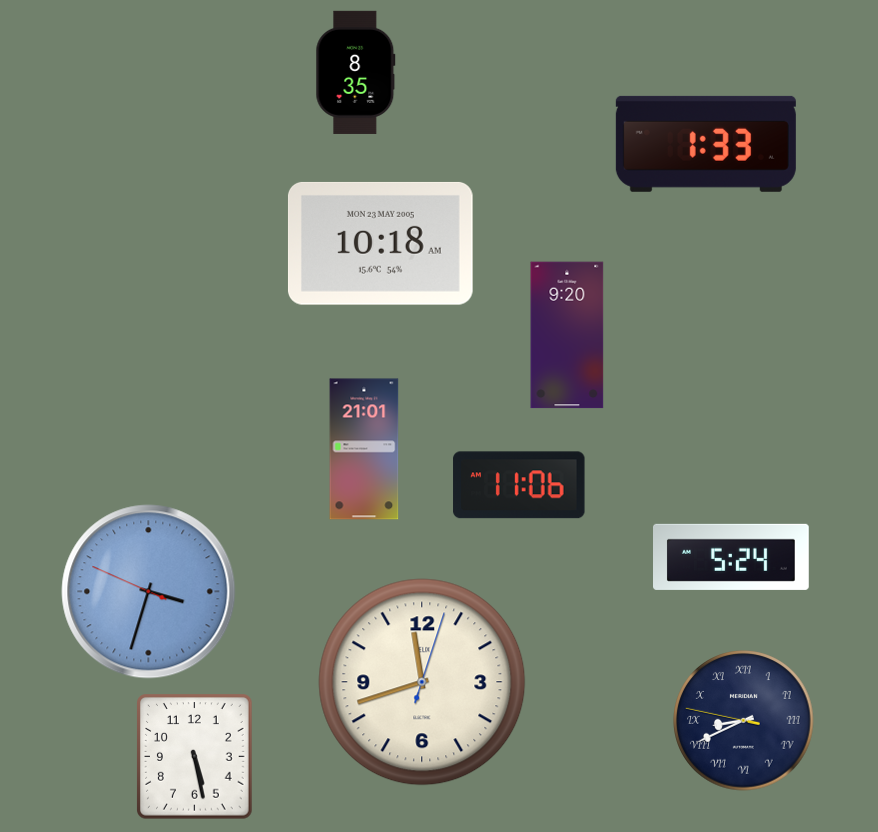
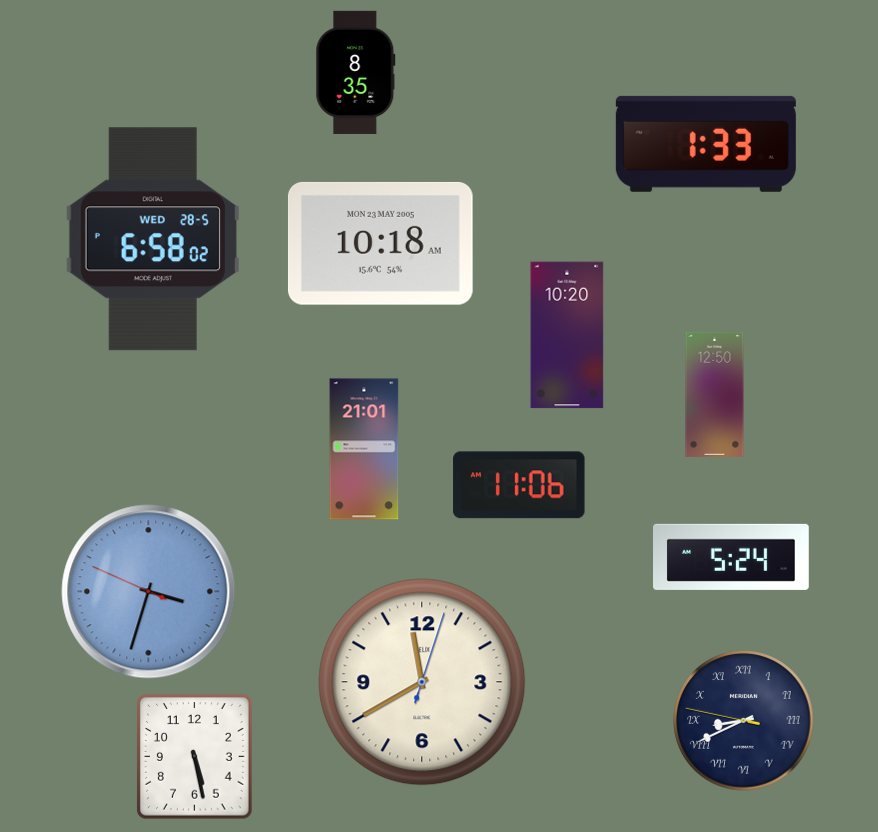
clock at (153, 239): none -> 6:58
clock at (567, 335): 9:20 -> 10:20
clock at (715, 394): none -> 12:50
clock at (422, 682): 11:42 -> 11:40
